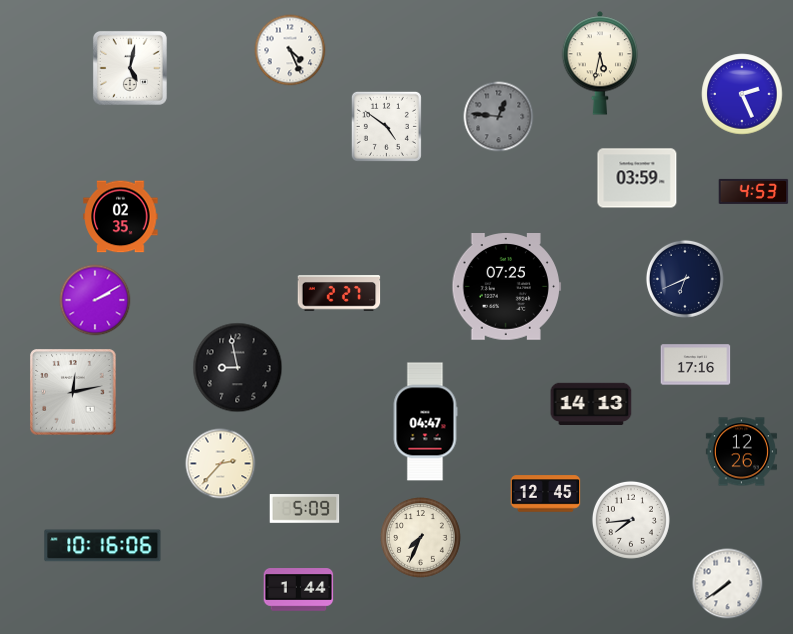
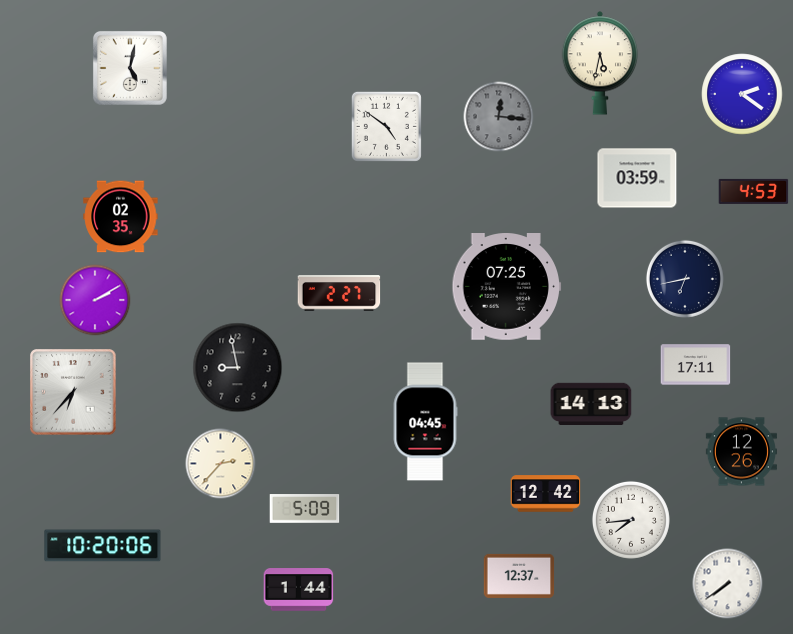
clock at (290, 50): 4:26 -> none
clock at (742, 94): 2:26 -> 2:21
clock at (499, 117): 12:46 -> 12:16
clock at (685, 279): 6:41 -> 6:43
clock at (696, 365): 17:16 -> 17:11
clock at (73, 392): 12:13 -> 6:37
clock at (425, 422): 04:47 -> 04:45
clock at (546, 494): 12:45 -> 12:42
clock at (421, 538): 7:34 -> none
clock at (103, 546): 10:16 -> 10:20
clock at (519, 576): none -> 12:37
